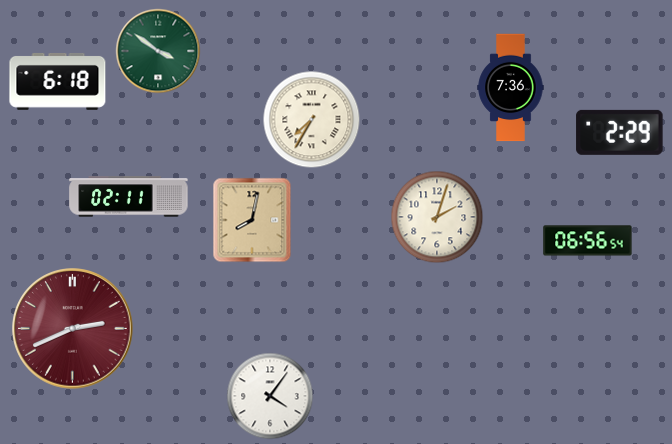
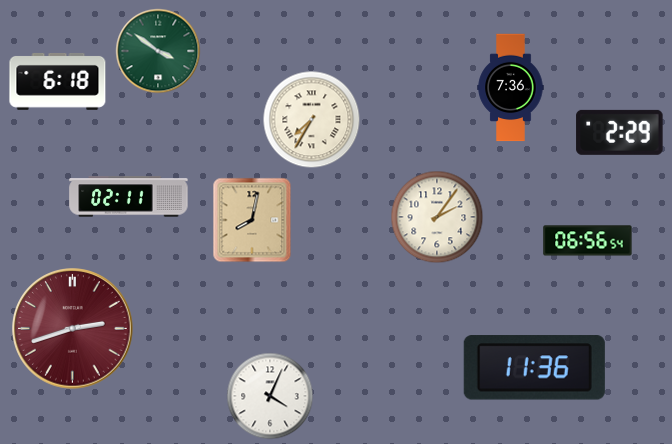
clock at (437, 217): 2:03 -> 2:06
clock at (73, 329): 2:41 -> 2:42
clock at (534, 368): none -> 11:36
clock at (270, 396): 4:06 -> 4:04
